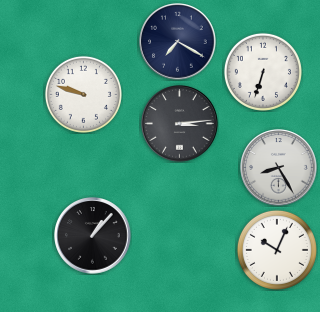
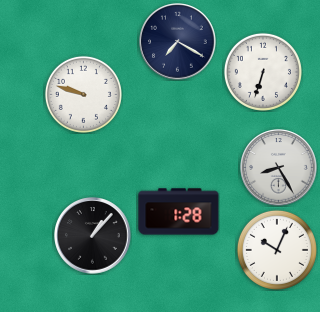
clock at (180, 124): 3:14 -> none
clock at (179, 212): none -> 1:28
